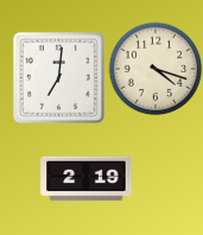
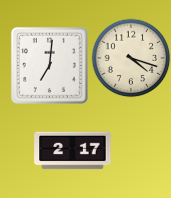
clock at (87, 179): 2:19 -> 2:17
